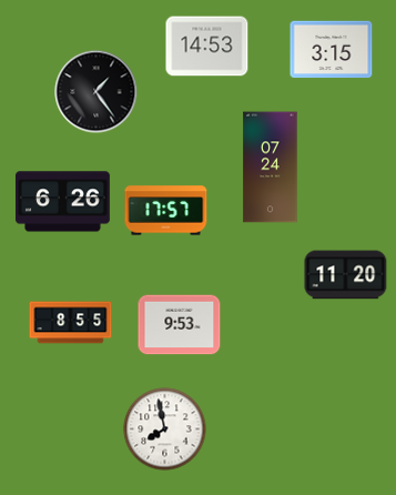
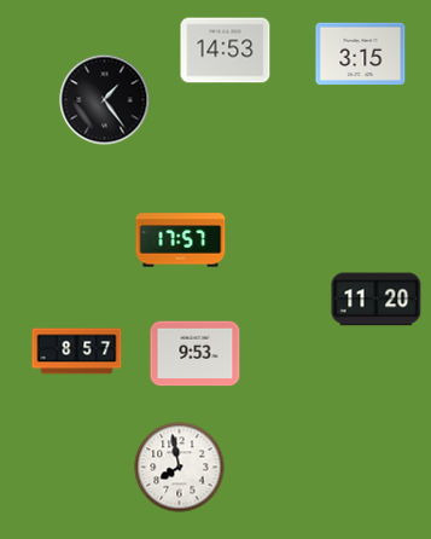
clock at (271, 168): 07:24 -> none
clock at (62, 202): 6:26 -> none
clock at (166, 211) position: (166, 211) -> (181, 240)
clock at (71, 323): 8:55 -> 8:57
